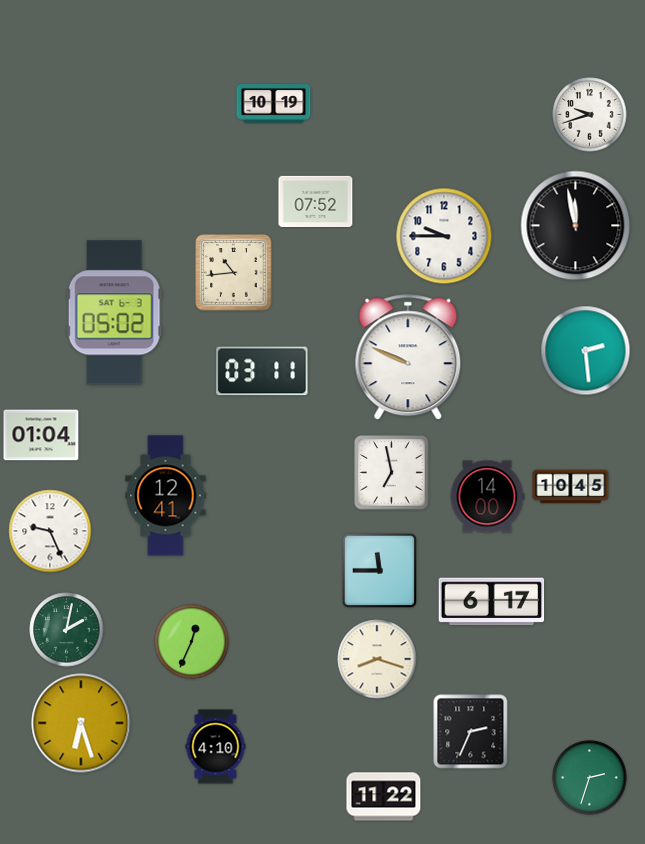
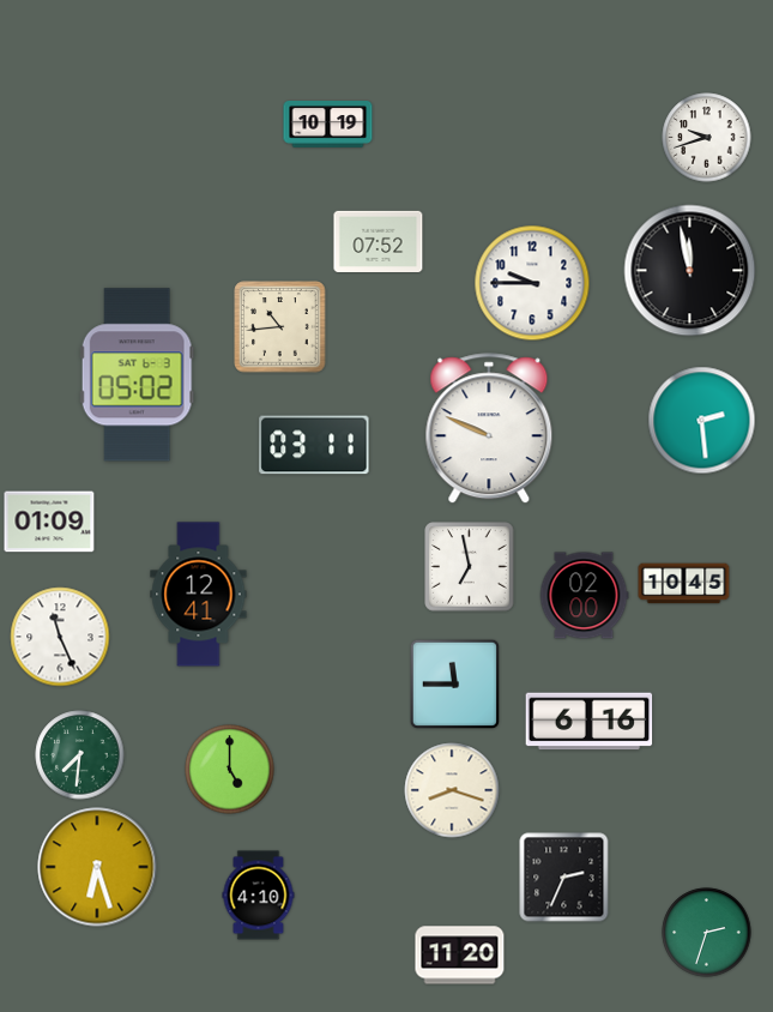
clock at (41, 435): 01:04 -> 01:09
clock at (487, 497): 14:00 -> 02:00
clock at (50, 531): 9:26 -> 11:26
clock at (492, 602): 6:17 -> 6:16
clock at (67, 630): 2:02 -> 7:31
clock at (192, 642): 12:34 -> 5:00
clock at (384, 797): 11:22 -> 11:20
